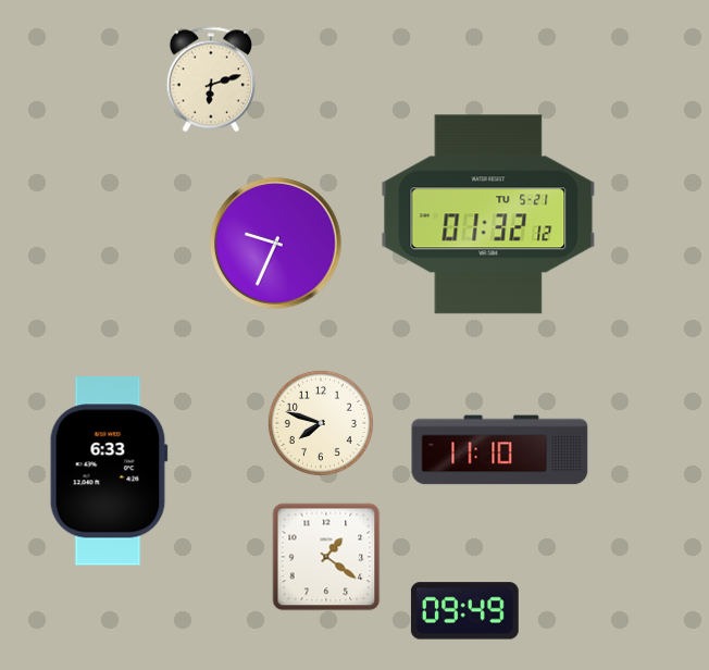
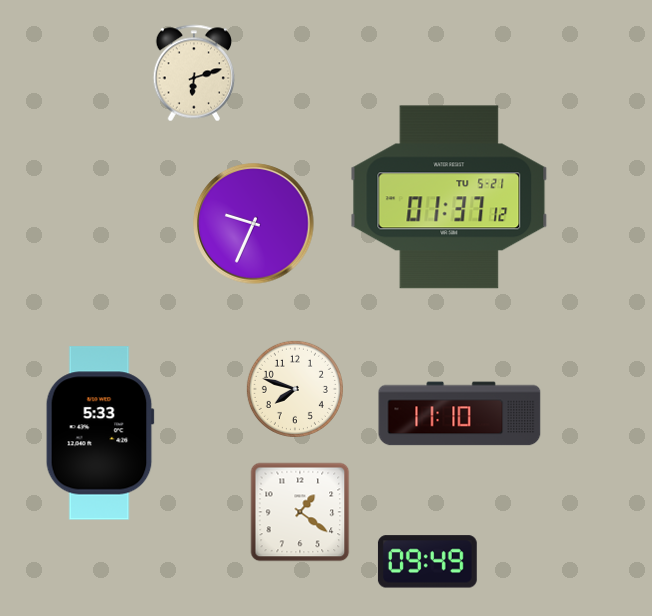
clock at (488, 214): 01:32 -> 01:37
clock at (109, 471): 6:33 -> 5:33
